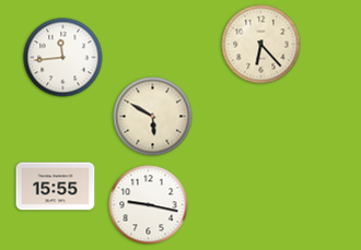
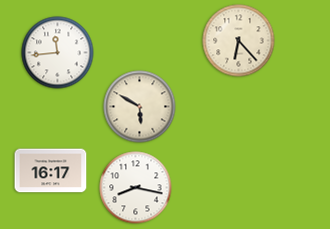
clock at (56, 187): 15:55 -> 16:17
clock at (149, 205): 9:17 -> 8:17
